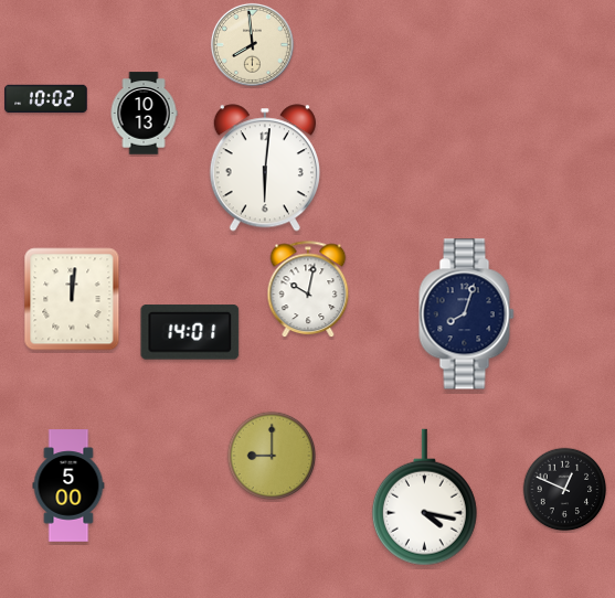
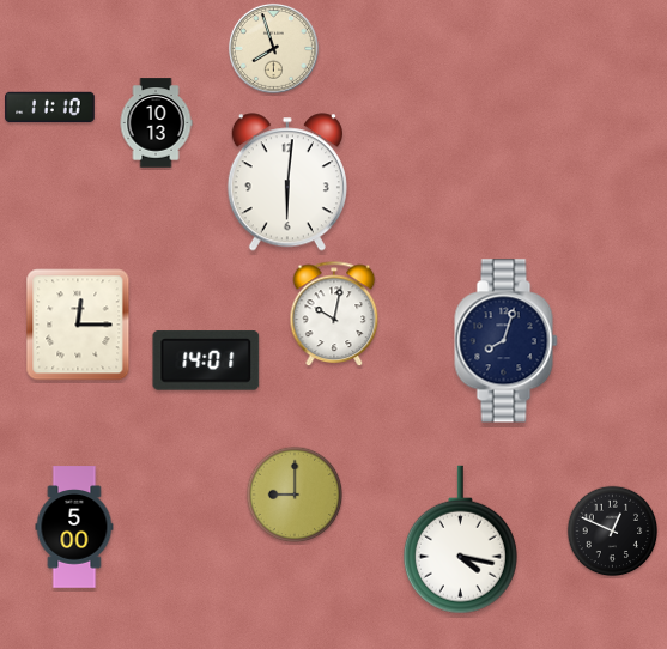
clock at (252, 44): 7:59 -> 7:57
clock at (46, 99): 10:02 -> 11:10
clock at (72, 299): 12:01 -> 12:15
